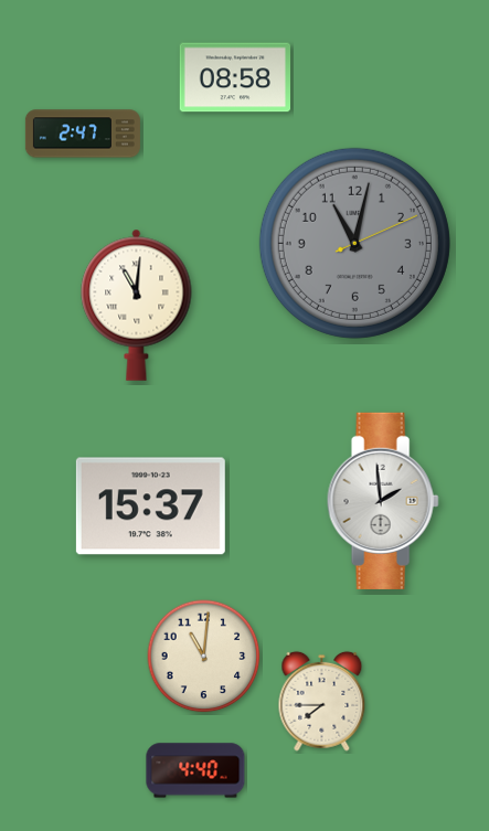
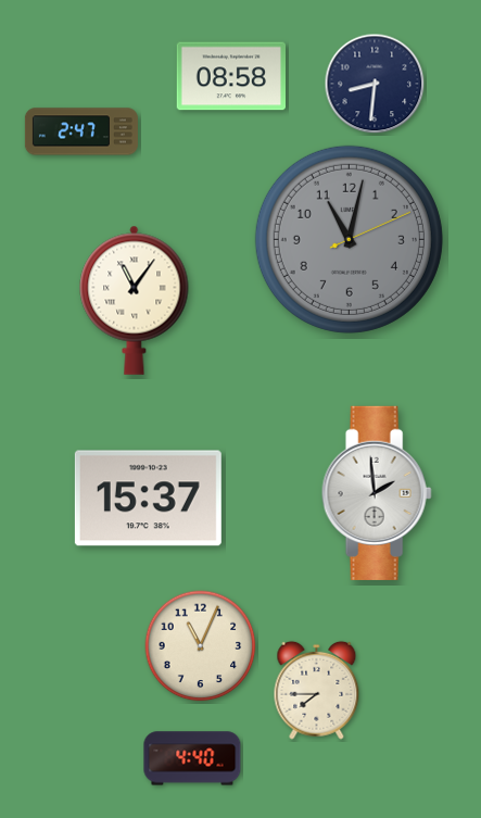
clock at (375, 84): none -> 8:31
clock at (137, 305): 11:01 -> 11:06
clock at (204, 657): 11:01 -> 11:04
